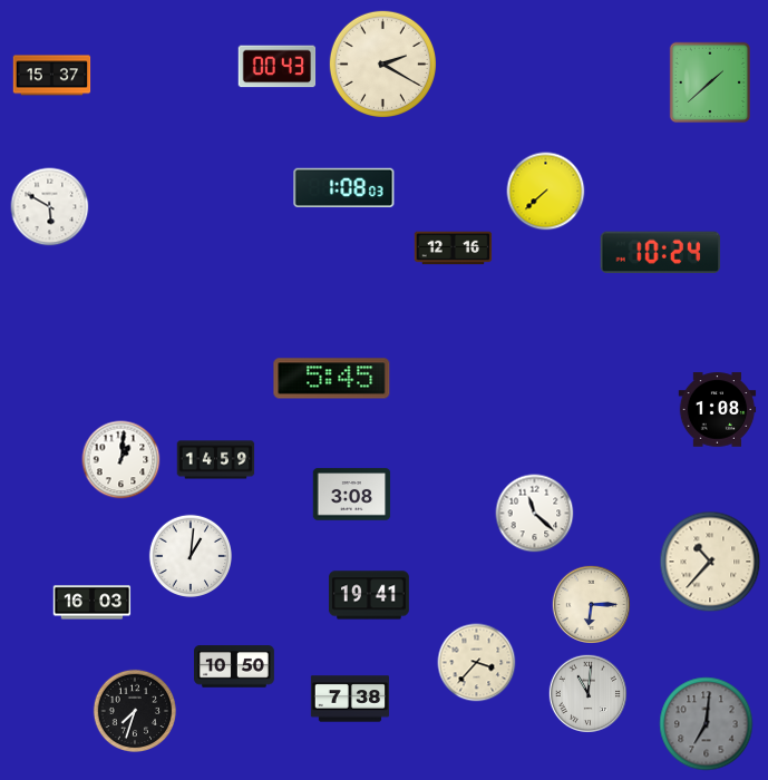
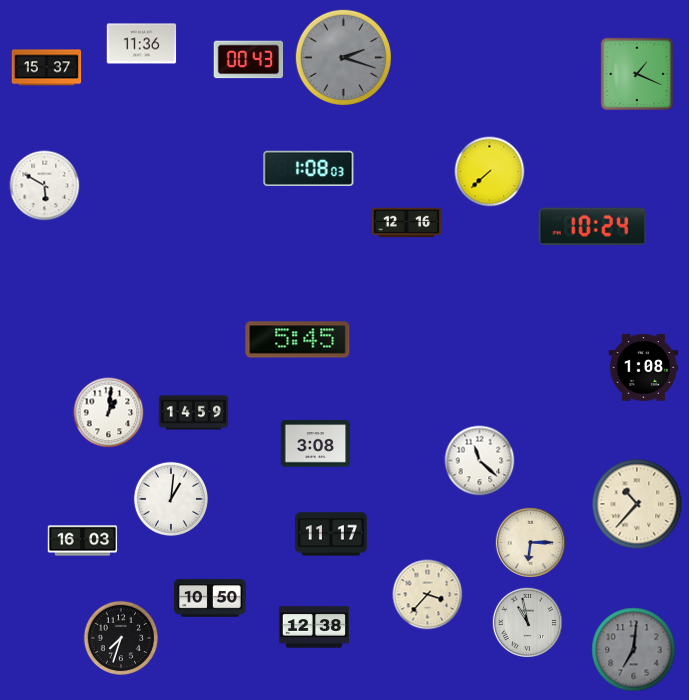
clock at (142, 44): none -> 11:36
clock at (382, 64): 2:20 -> 2:18
clock at (382, 64) dial: cream -> grey
clock at (710, 82): 1:38 -> 1:19
clock at (369, 595): 19:41 -> 11:17
clock at (587, 693): 11:01 -> 10:58
clock at (349, 699): 7:38 -> 12:38
